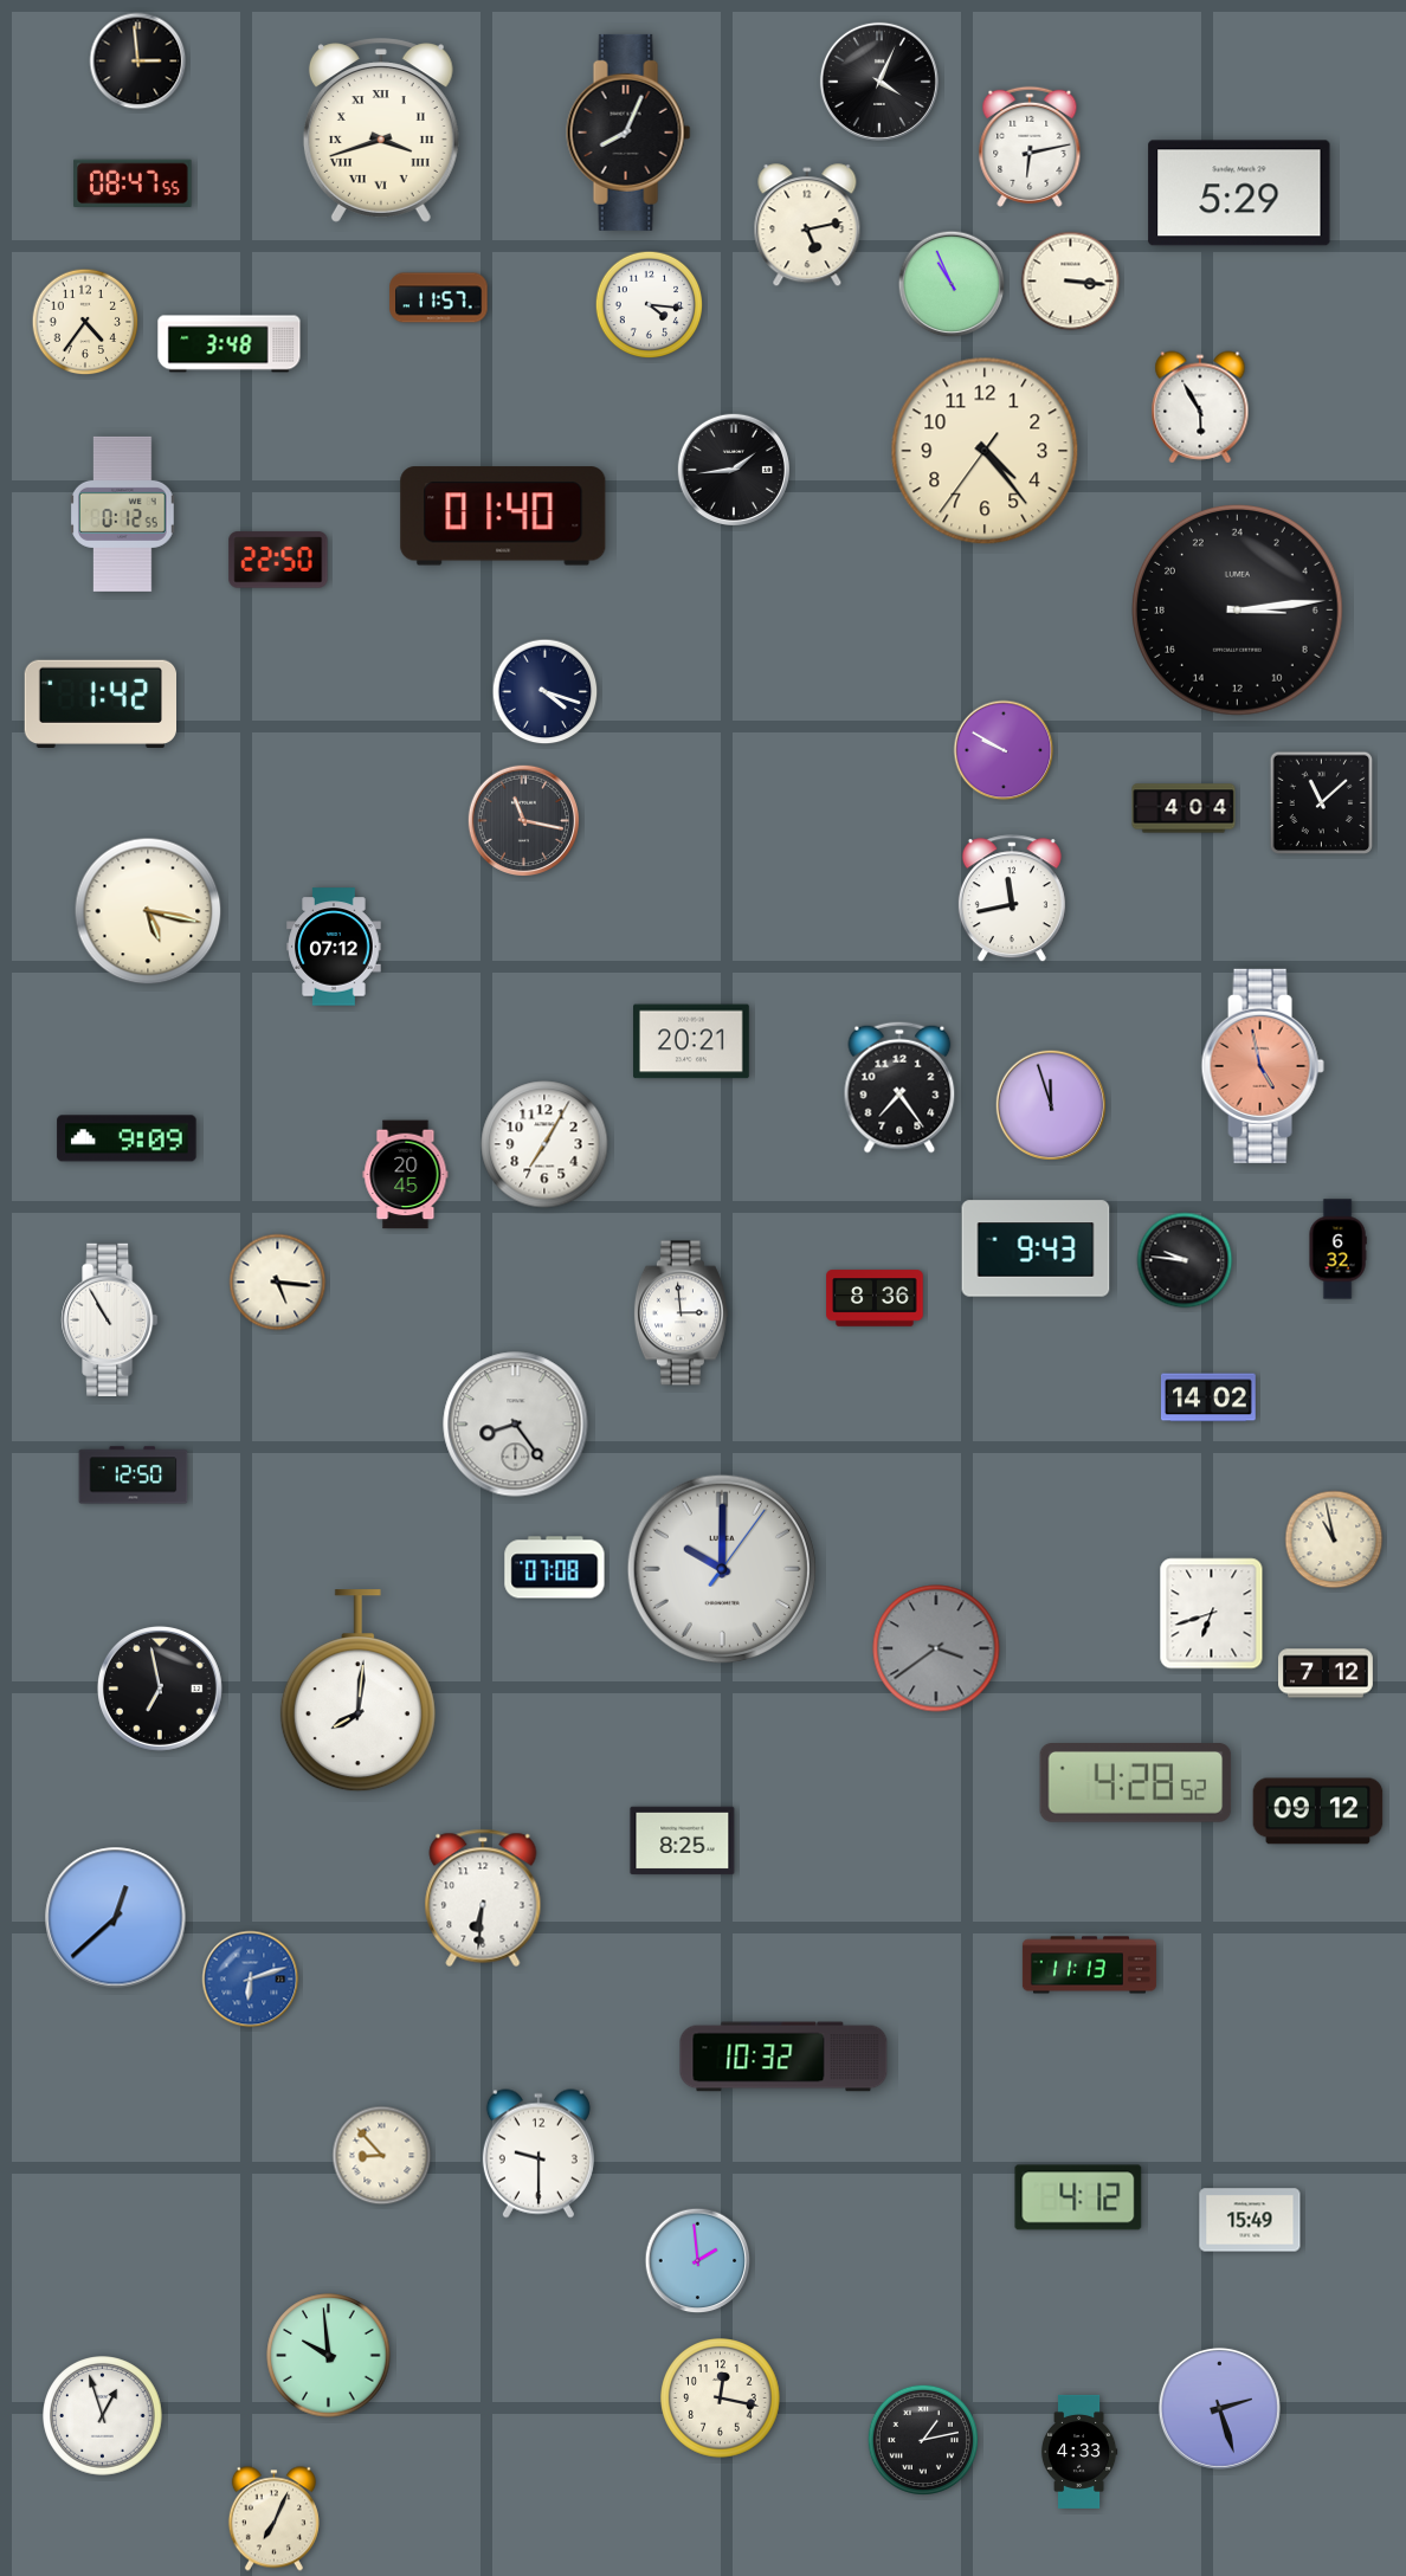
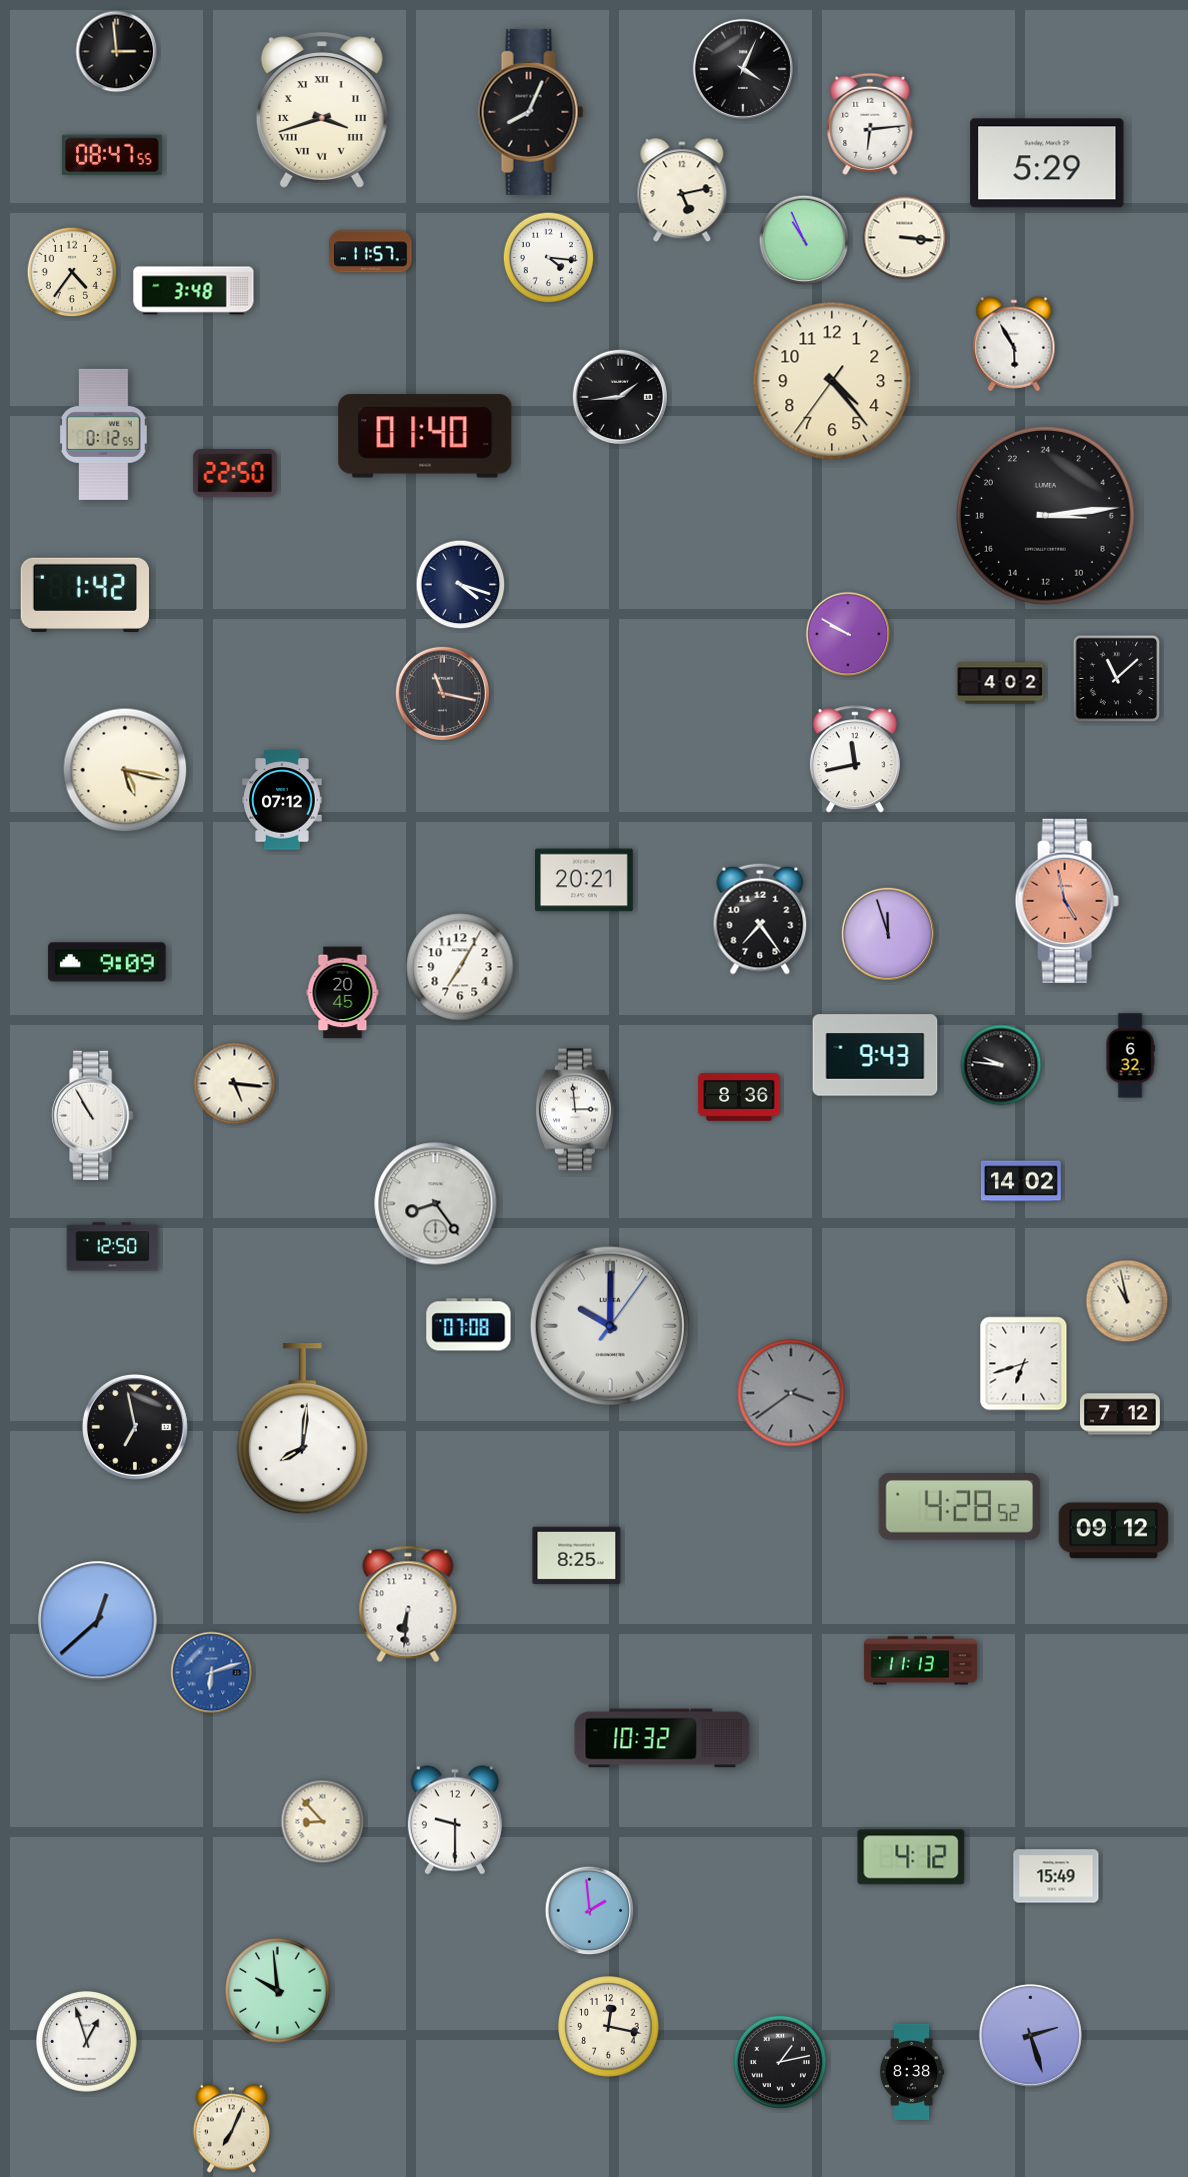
clock at (1030, 147): 6:13 -> 6:14
clock at (1184, 808): 4:04 -> 4:02
clock at (1079, 2452): 4:33 -> 8:38
